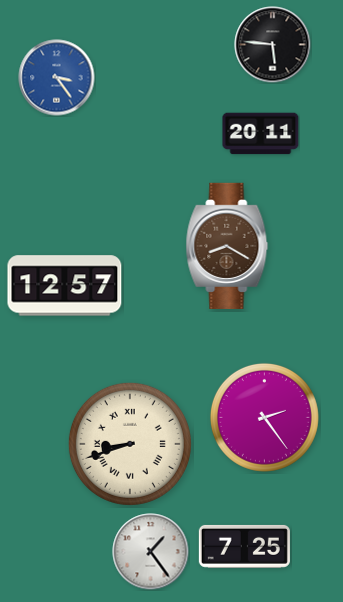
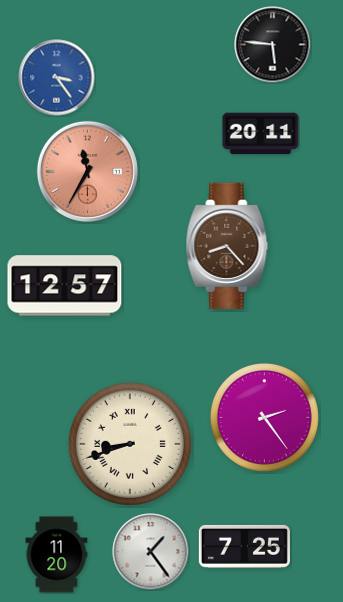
clock at (87, 171): none -> 11:35
clock at (227, 246): 8:20 -> 8:23
clock at (57, 555): none -> 11:20
